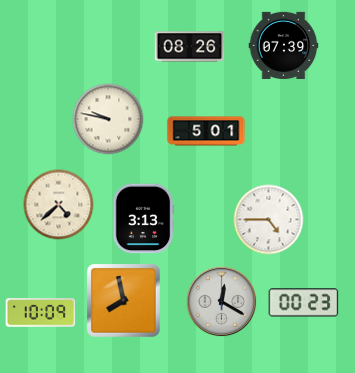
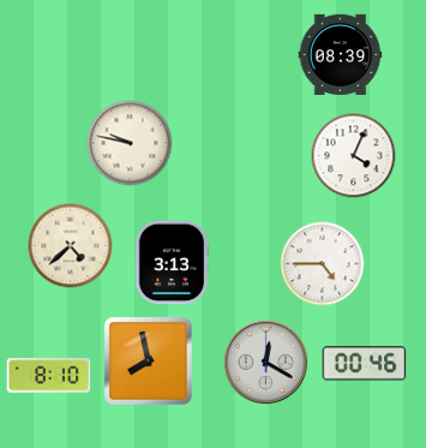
clock at (284, 45): 07:39 -> 08:39
clock at (190, 47): 08:26 -> none
clock at (354, 156): none -> 4:04
clock at (206, 131): 5:01 -> none
clock at (304, 303): 00:23 -> 00:46
clock at (41, 313): 10:09 -> 8:10
